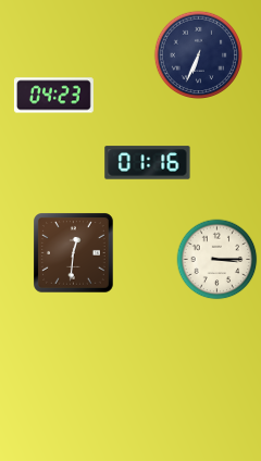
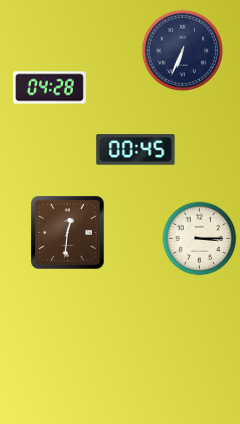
clock at (53, 96): 04:23 -> 04:28
clock at (148, 163): 01:16 -> 00:45
